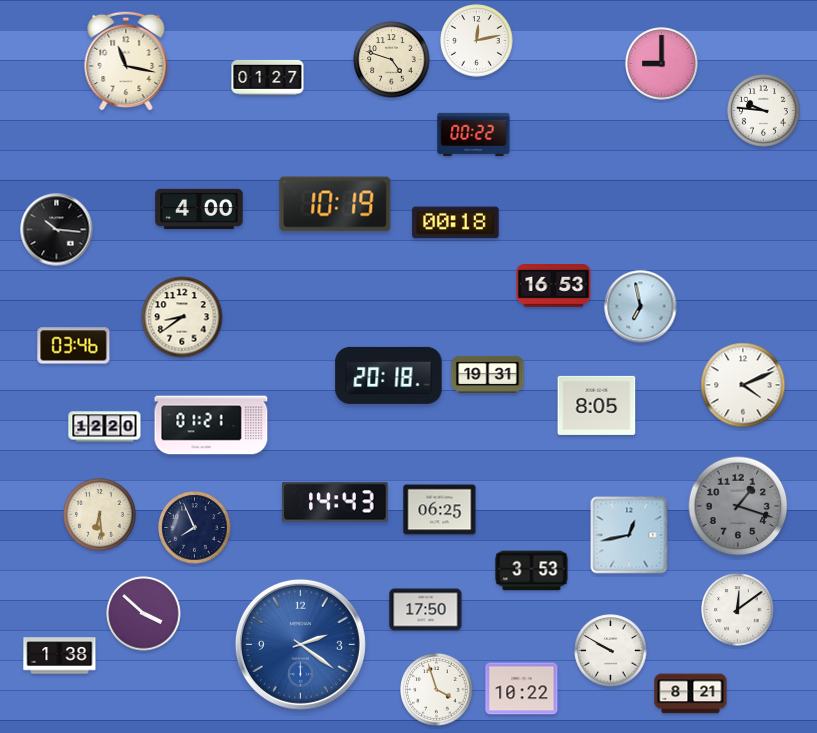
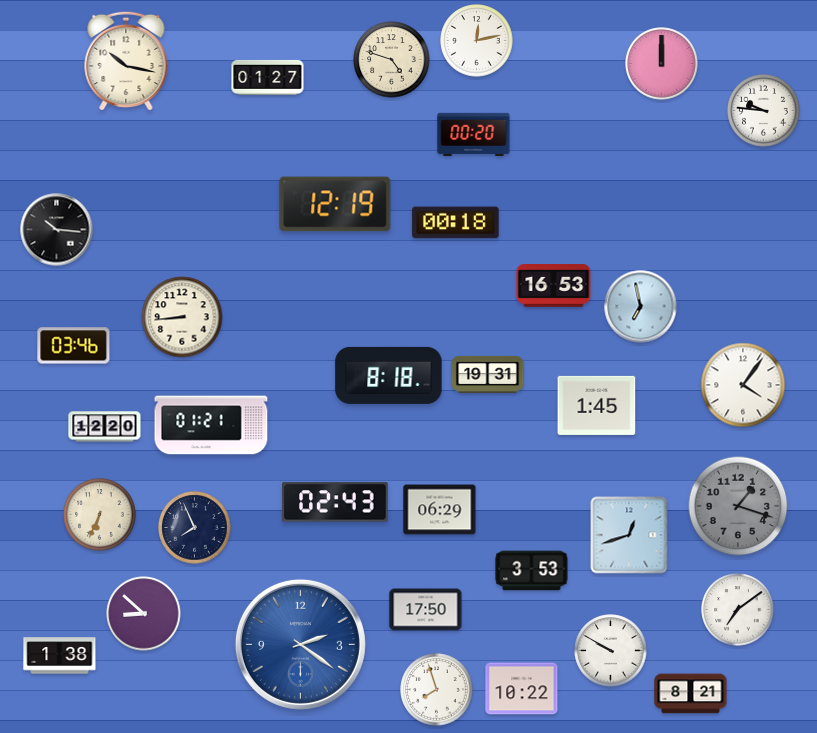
clock at (126, 61): 11:17 -> 10:17
clock at (662, 64): 9:00 -> 12:00
clock at (474, 134): 00:22 -> 00:20
clock at (335, 204): 10:19 -> 12:19
clock at (199, 209): 4:00 -> none
clock at (182, 317): 8:39 -> 8:44
clock at (389, 375): 20:18 -> 8:18
clock at (743, 385): 4:11 -> 4:06
clock at (597, 405): 8:05 -> 1:45
clock at (335, 502): 14:43 -> 02:43
clock at (440, 510): 06:25 -> 06:29
clock at (100, 515): 6:29 -> 6:34
clock at (629, 535): 12:43 -> 12:42
clock at (738, 610): 12:09 -> 7:09
clock at (144, 614): 3:52 -> 8:52
clock at (437, 690): 3:57 -> 7:57
